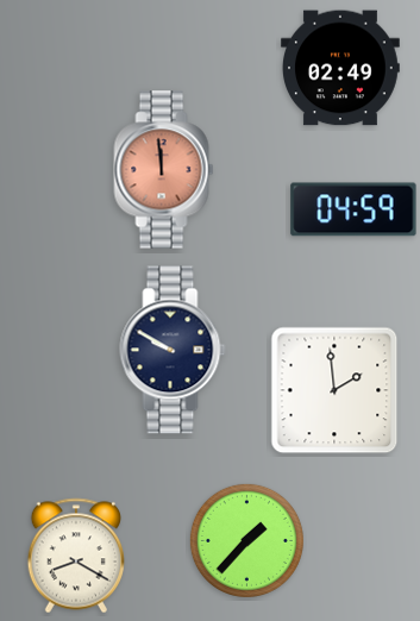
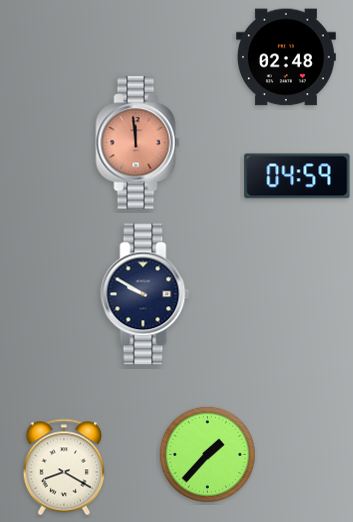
clock at (341, 68): 02:49 -> 02:48
clock at (334, 390): 1:59 -> none
